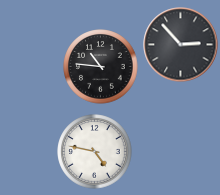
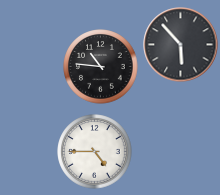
clock at (181, 45): 2:53 -> 5:53
clock at (95, 152): 4:47 -> 4:45
